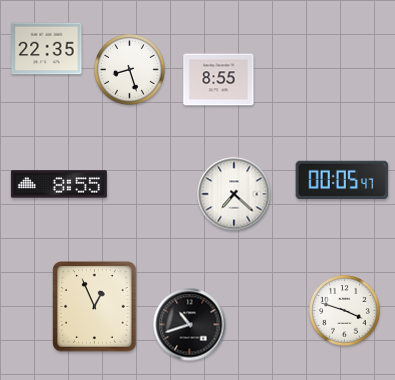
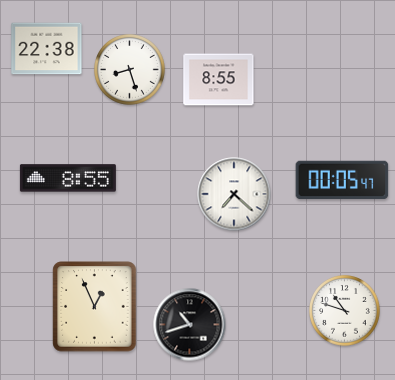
clock at (47, 49): 22:35 -> 22:38
clock at (59, 184) position: (59, 184) -> (68, 178)
clock at (345, 311): 3:48 -> 10:48
